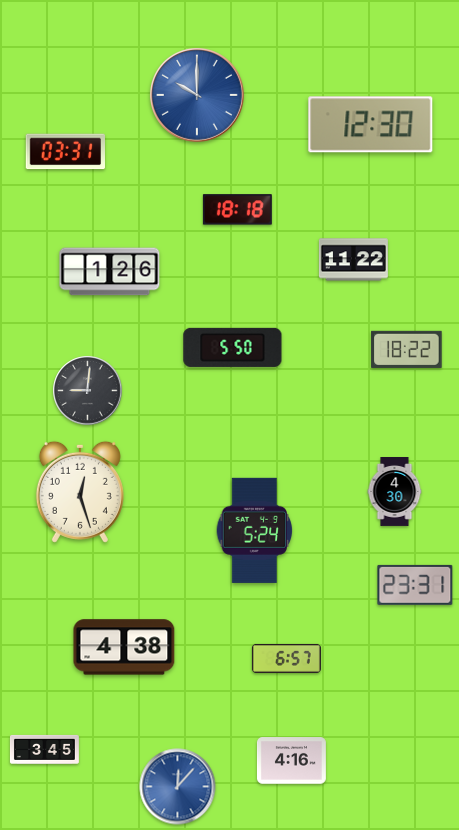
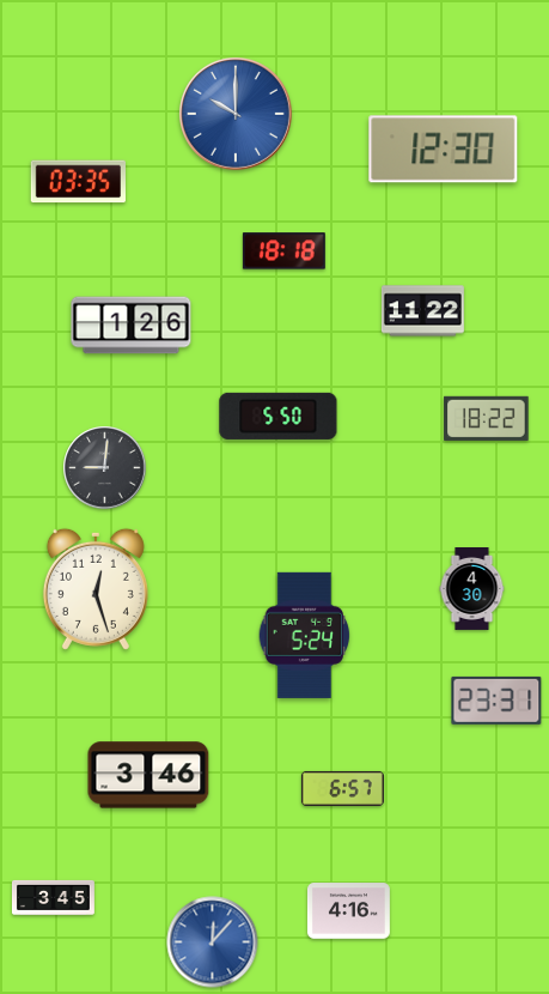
clock at (65, 152): 03:31 -> 03:35
clock at (124, 647): 4:38 -> 3:46
